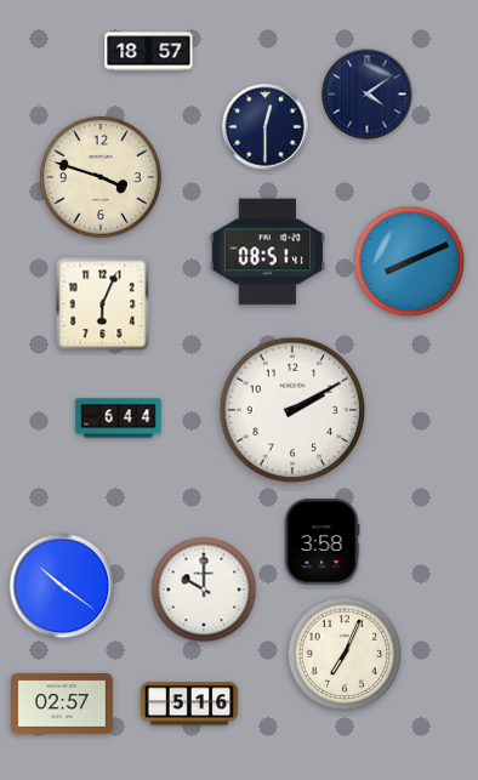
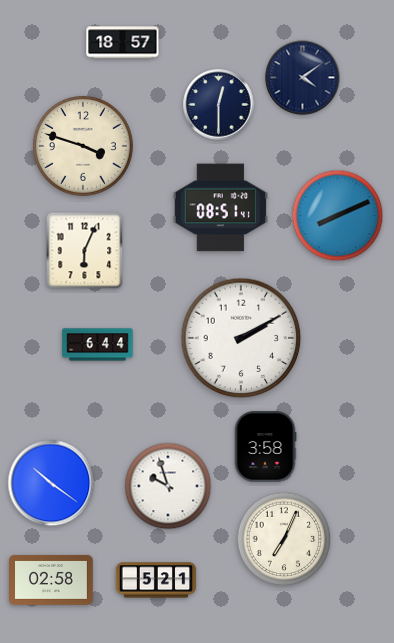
clock at (204, 590): 10:00 -> 9:57
clock at (63, 704): 02:57 -> 02:58
clock at (189, 704): 5:16 -> 5:21
